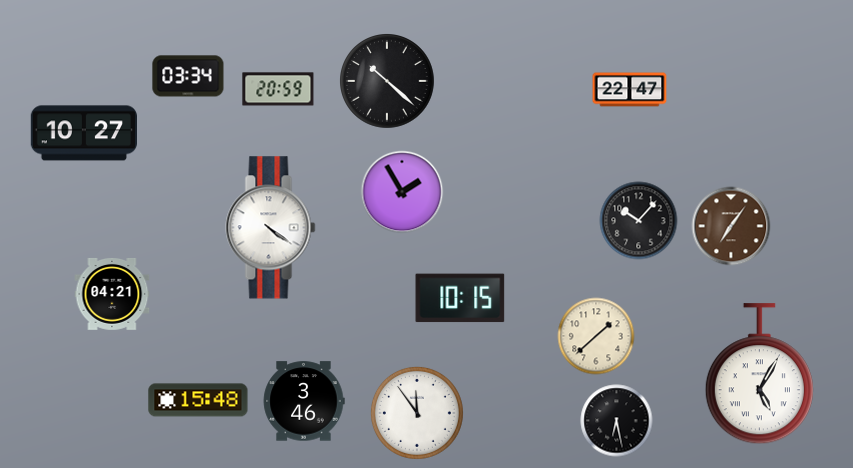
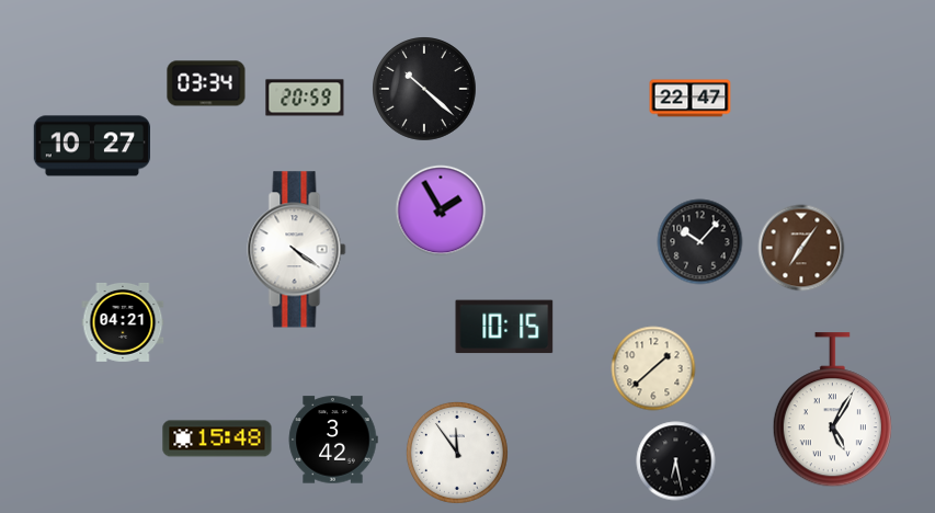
clock at (304, 401): 3:46 -> 3:42
